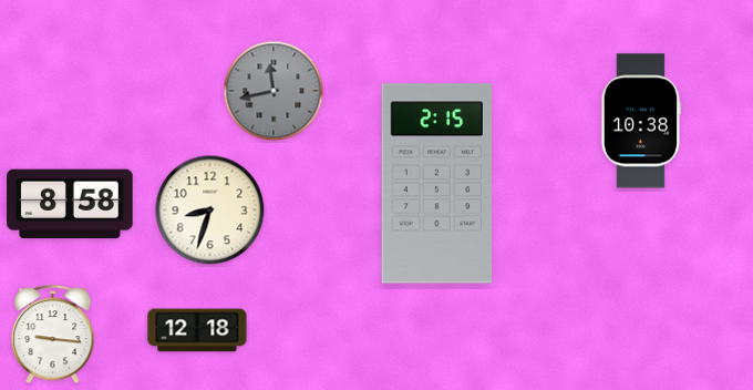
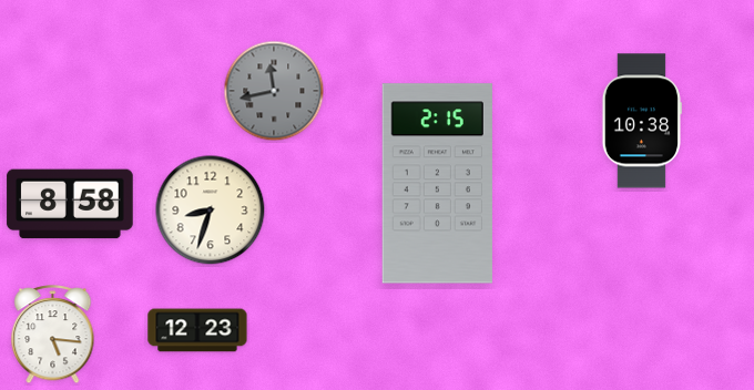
clock at (197, 330): 12:18 -> 12:23
clock at (53, 335): 9:16 -> 5:16
